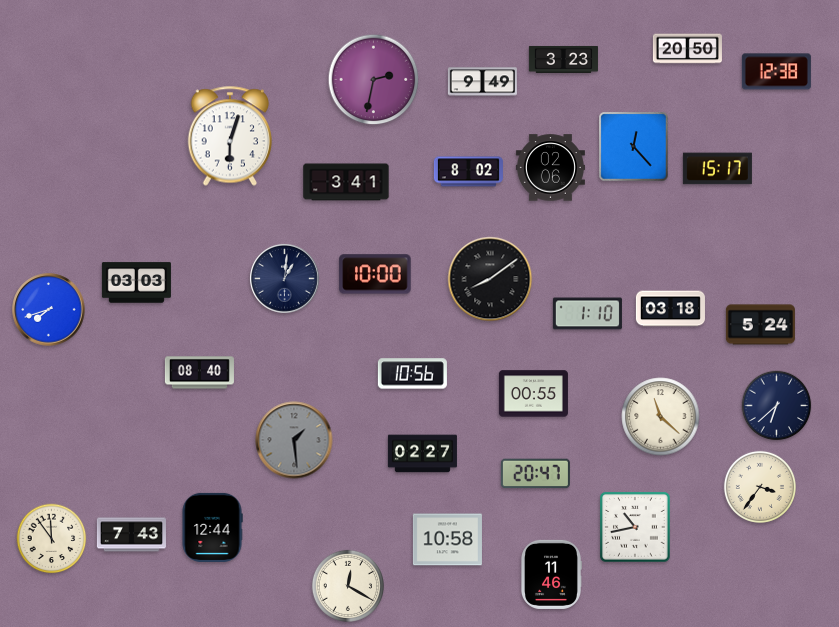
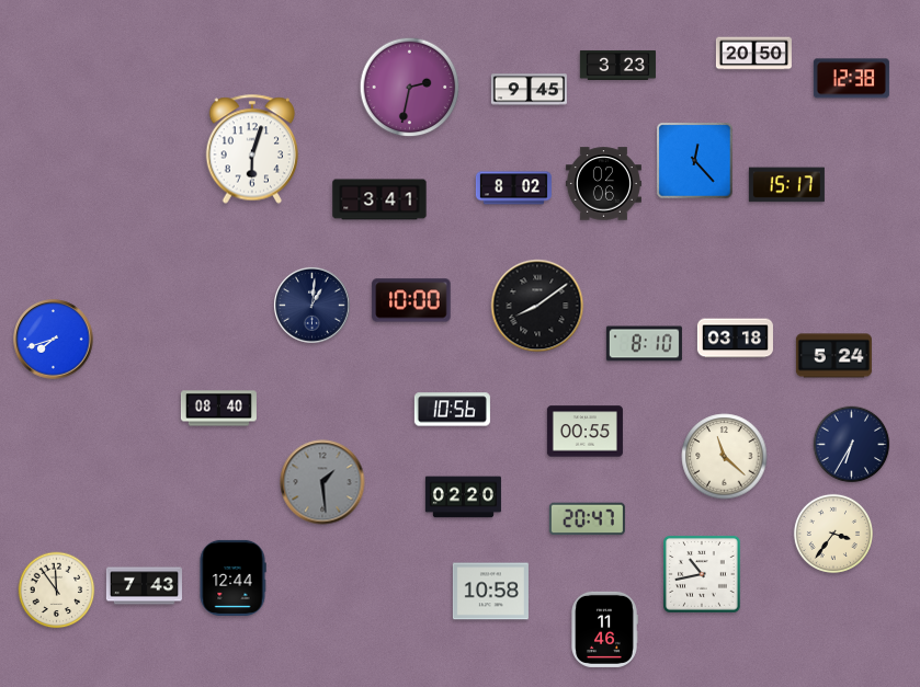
clock at (482, 82): 9:49 -> 9:45
clock at (136, 283): 03:03 -> none
clock at (587, 314): 1:10 -> 8:10
clock at (777, 406): 6:38 -> 6:35
clock at (422, 454): 02:27 -> 02:20
clock at (635, 527) position: (635, 527) -> (702, 574)
clock at (348, 586): 12:20 -> none
